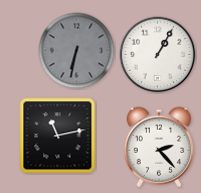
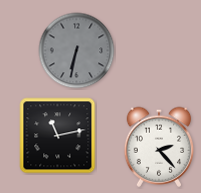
clock at (158, 55): 1:05 -> none
